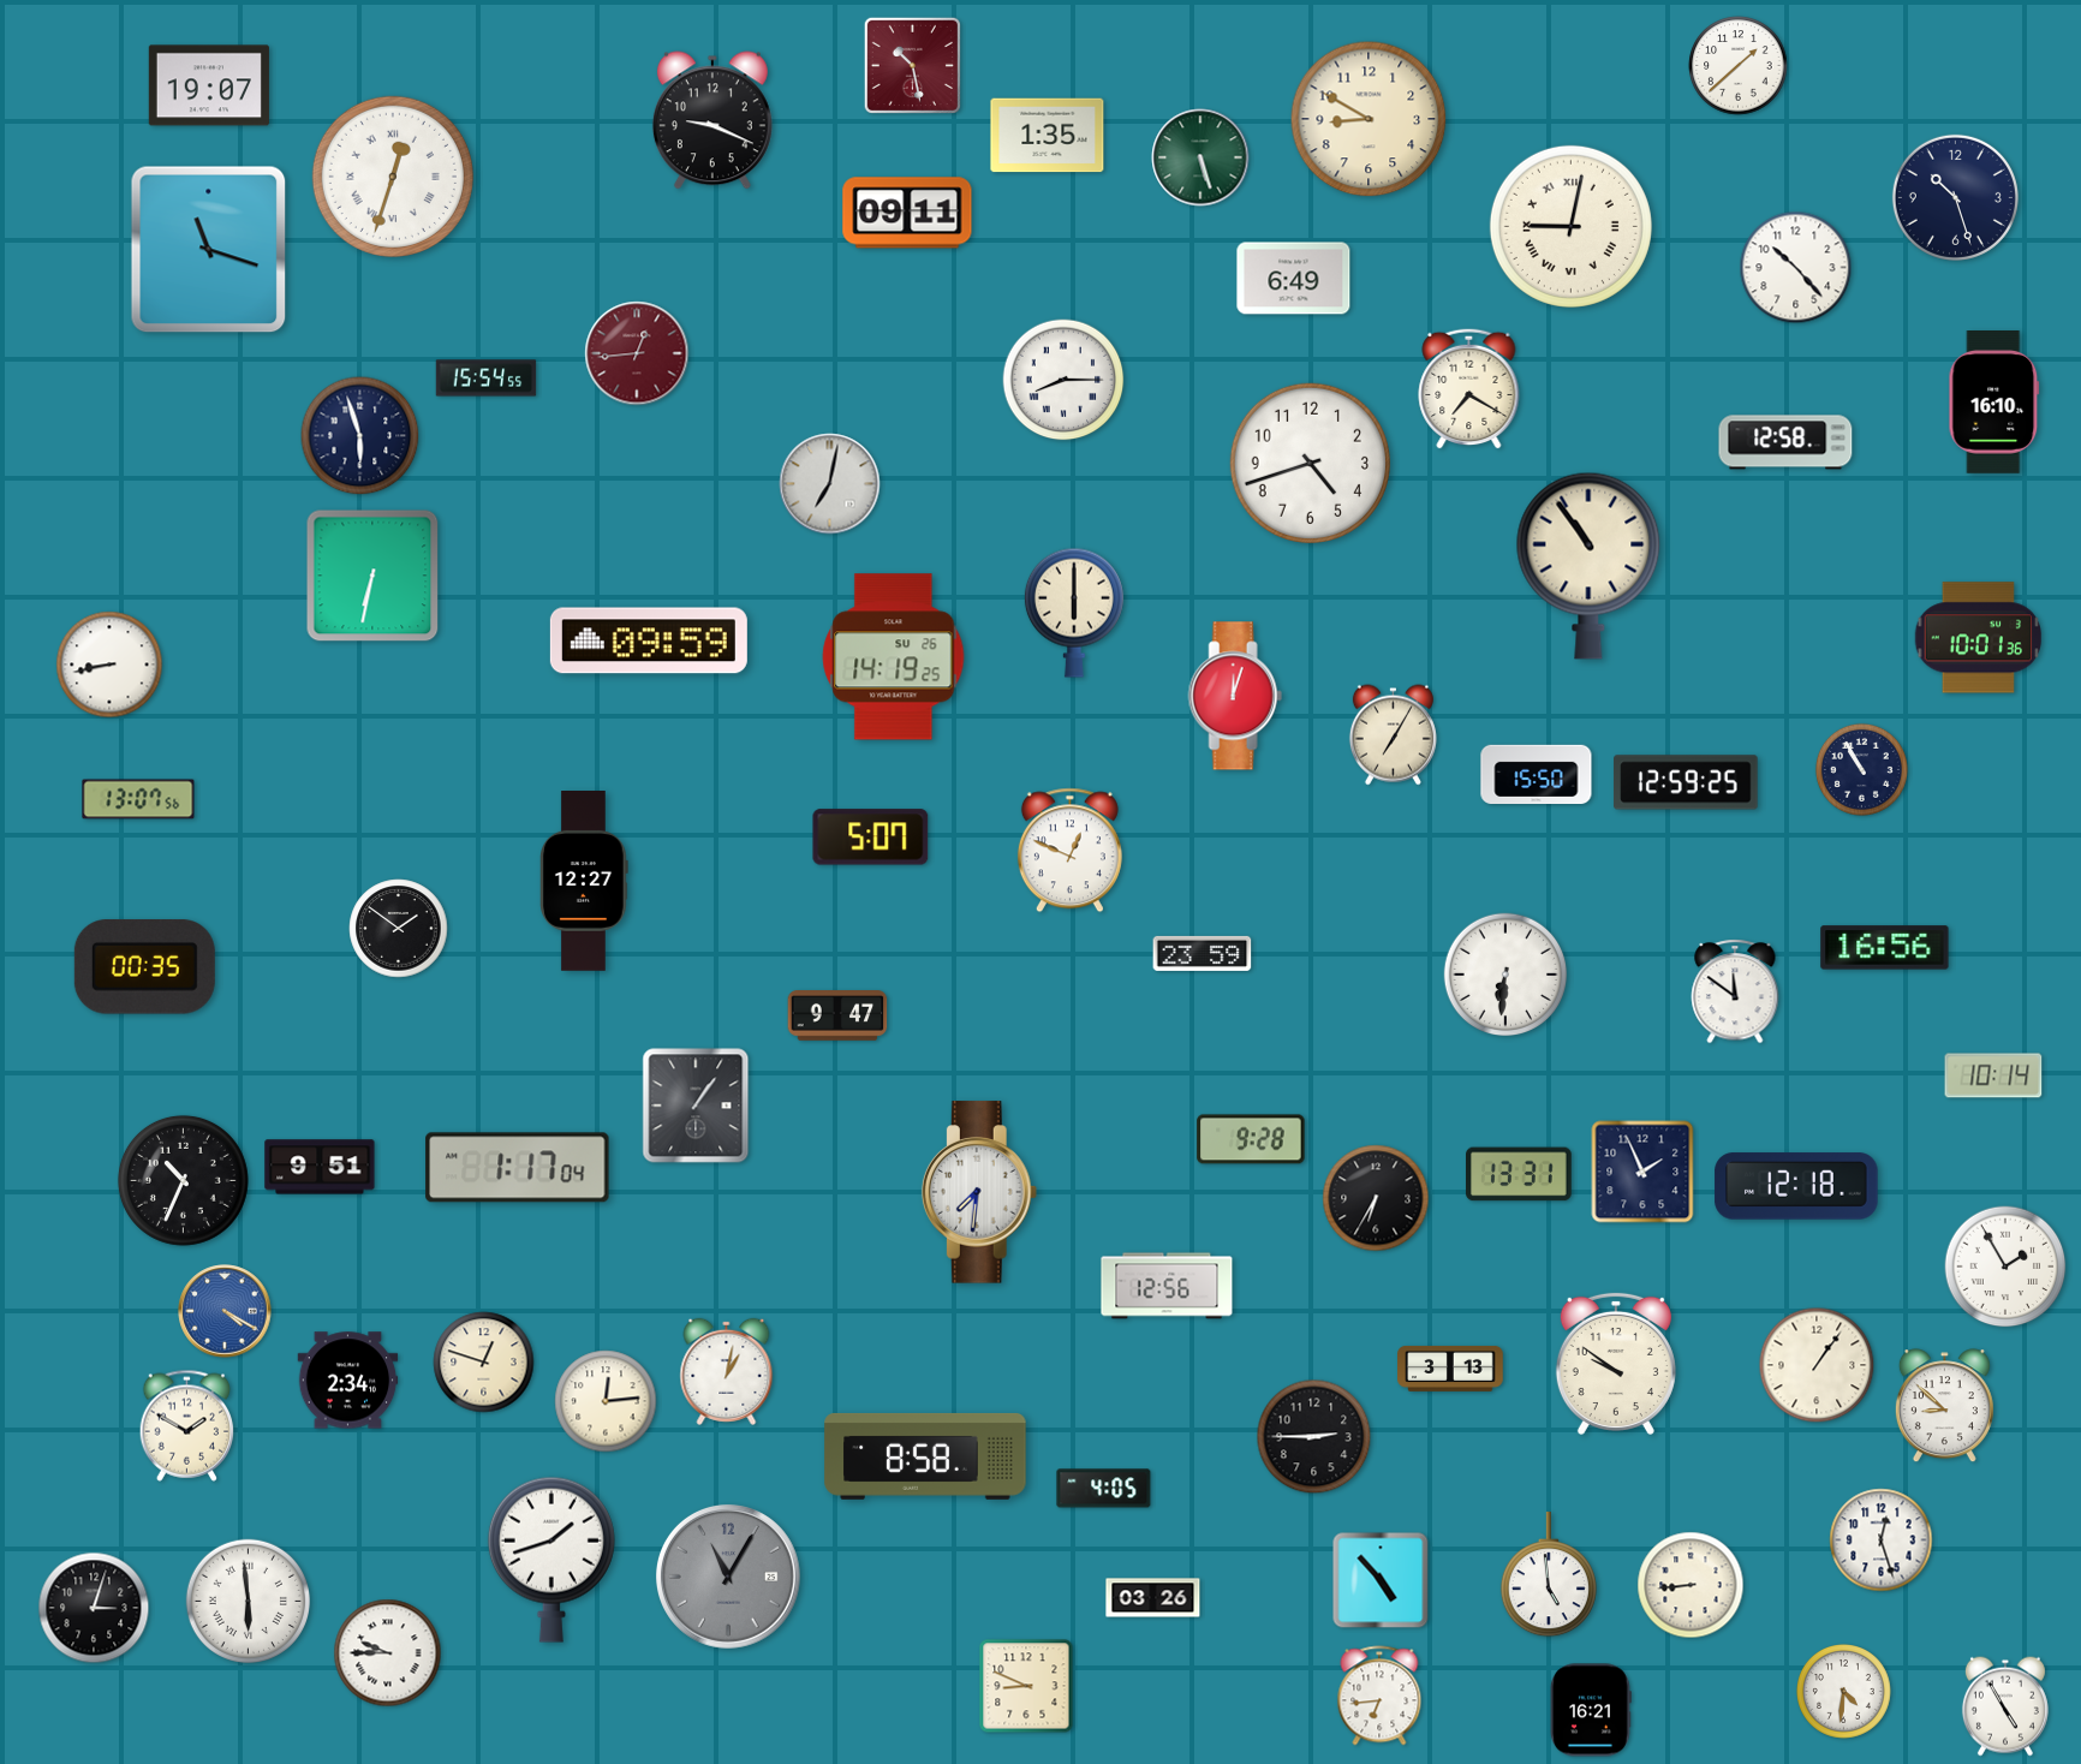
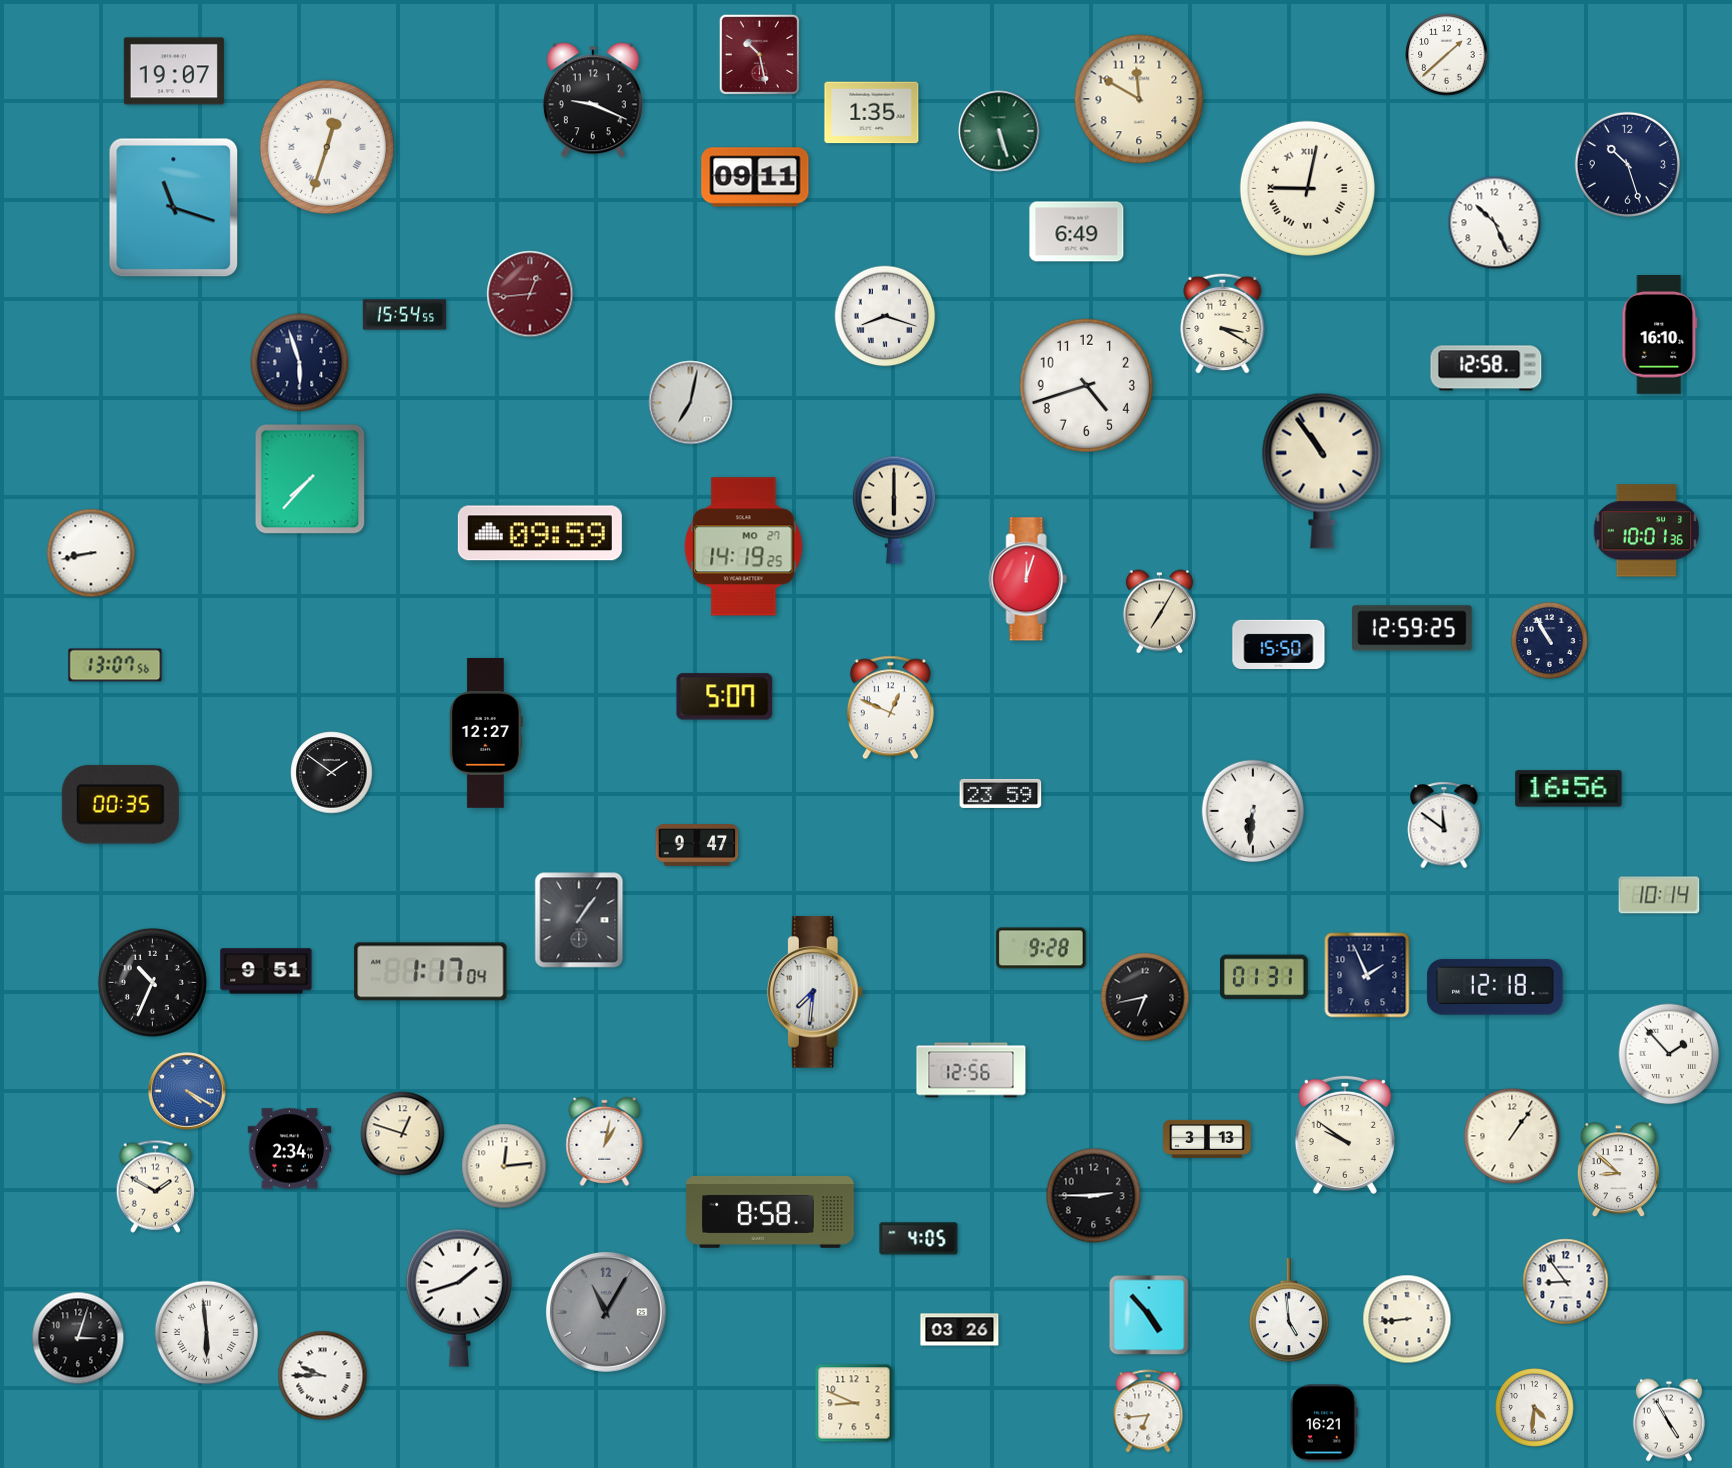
clock at (1369, 119): 8:50 -> 11:50
clock at (1796, 268): 10:23 -> 10:26
clock at (1063, 380): 8:15 -> 8:18
clock at (1469, 388): 7:20 -> 3:20
clock at (1310, 463) position: (1310, 463) -> (1086, 385)
clock at (372, 576): 6:32 -> 7:37
clock at (894, 657) date: SU 26 -> MO 27
clock at (1686, 782) position: (1686, 782) -> (1412, 628)
clock at (1520, 1174): 13:31 -> 01:31
clock at (1376, 1198): 6:35 -> 6:43
clock at (2005, 1267): 1:55 -> 1:53
clock at (1882, 1540): 12:27 -> 8:54
